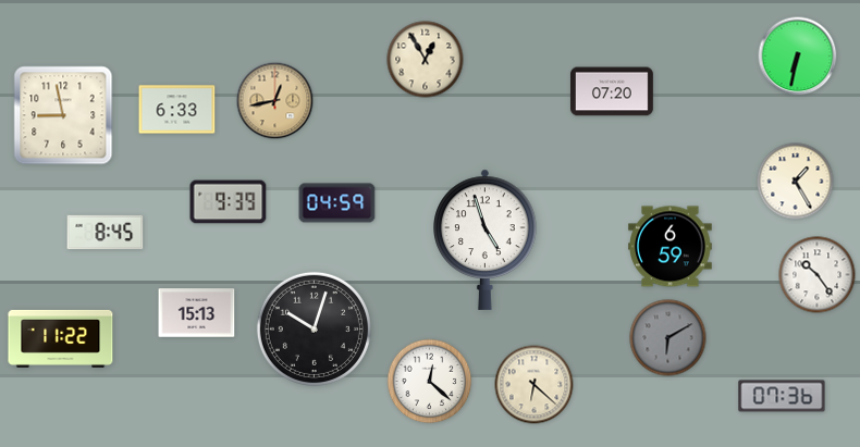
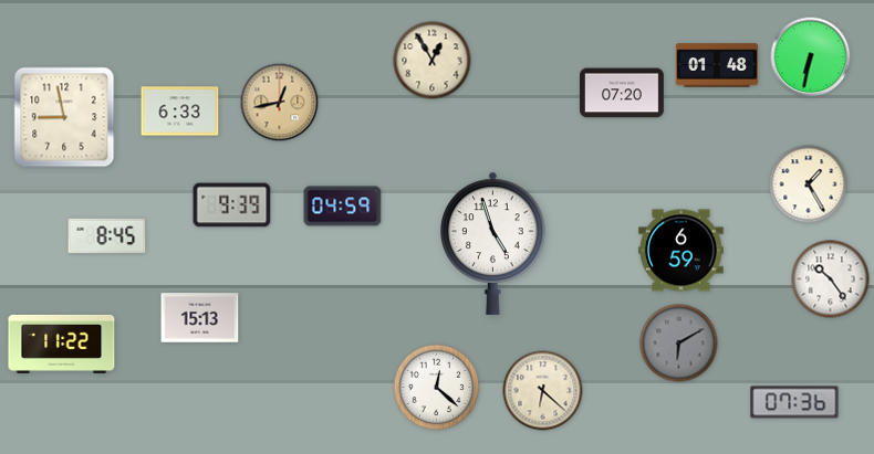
clock at (717, 65): none -> 01:48
clock at (314, 328): 10:03 -> none
